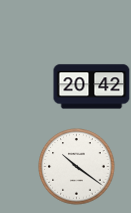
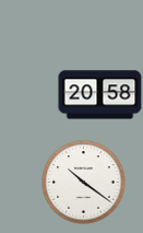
clock at (92, 87): 20:42 -> 20:58
